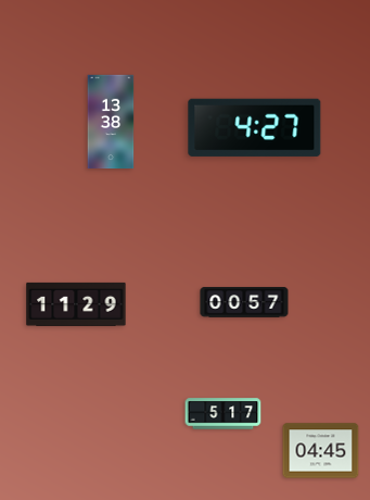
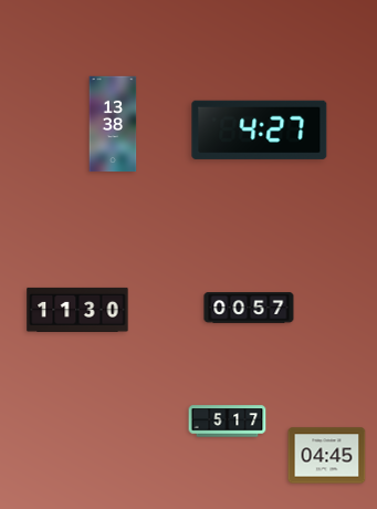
clock at (76, 304): 11:29 -> 11:30
clock at (321, 451) position: (321, 451) -> (327, 456)
